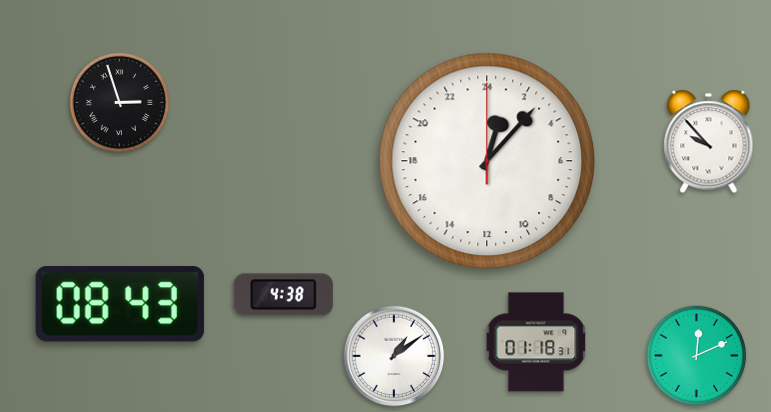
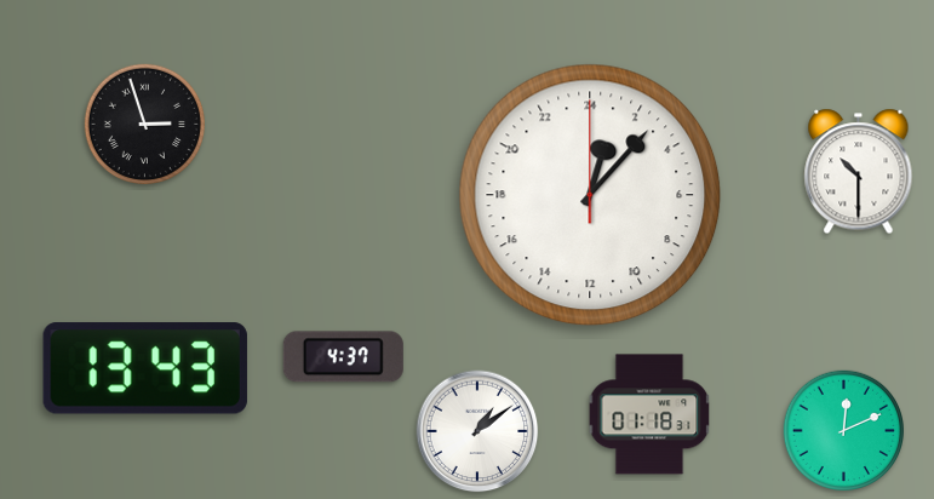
clock at (709, 142): 9:53 -> 10:30
clock at (283, 295): 4:38 -> 4:37
clock at (120, 304): 08:43 -> 13:43
